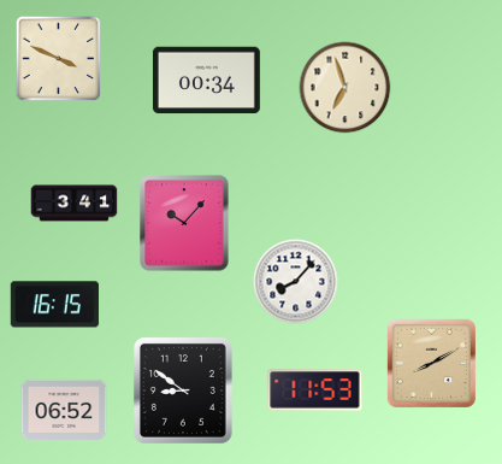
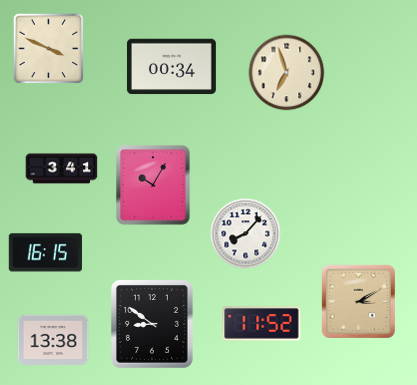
clock at (184, 223): 10:07 -> 10:05
clock at (431, 363): 8:10 -> 3:10
clock at (315, 390): 11:53 -> 11:52
clock at (64, 409): 06:52 -> 13:38
